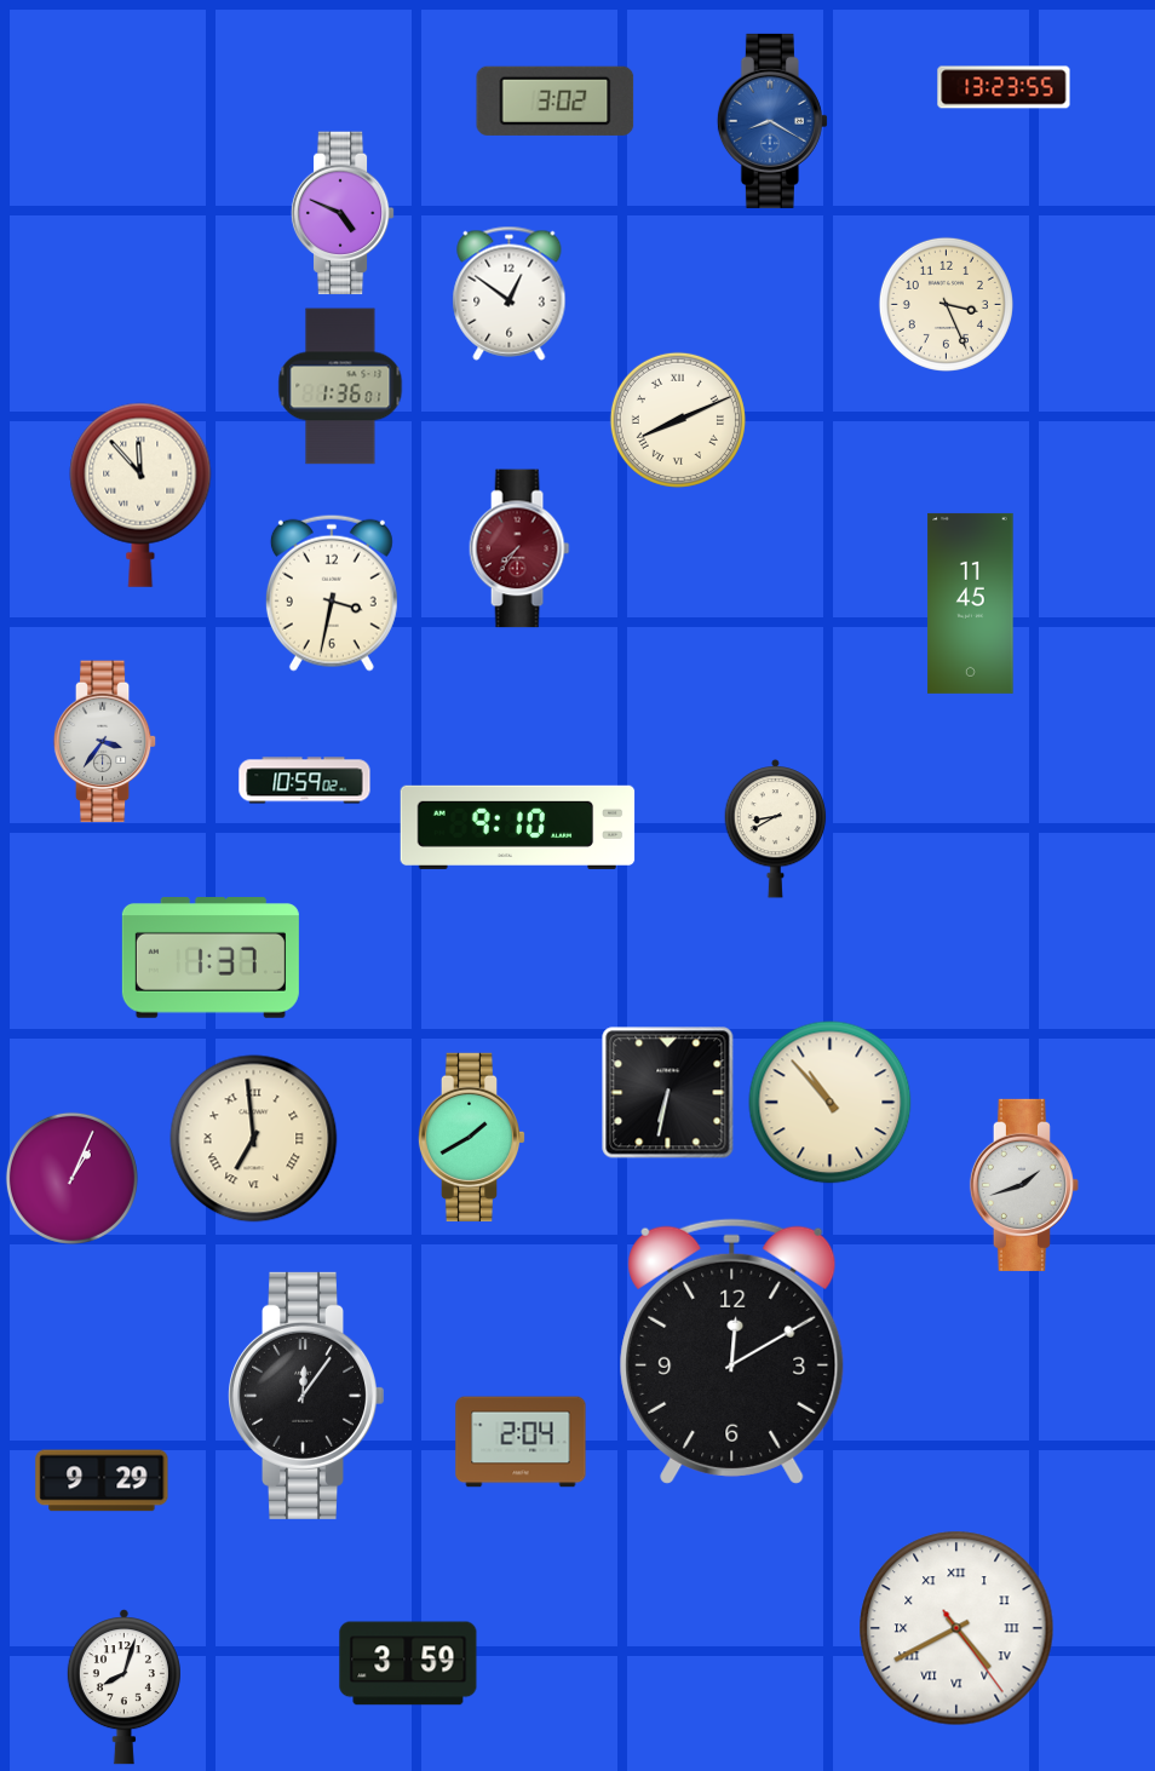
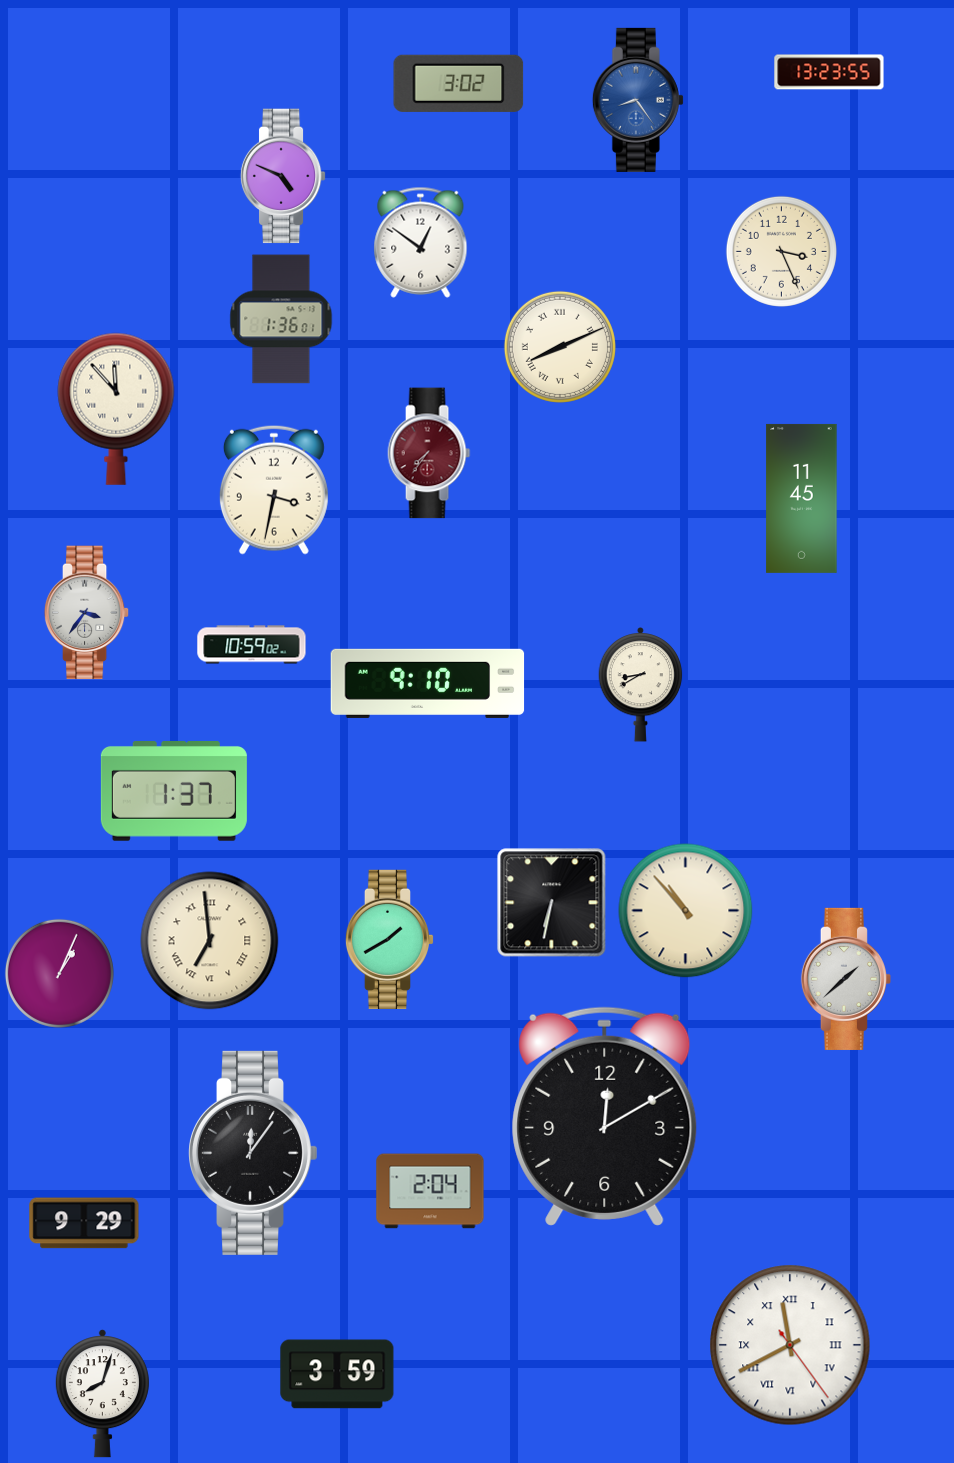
clock at (772, 121): 8:20 -> 8:24
clock at (1024, 1185): 1:42 -> 1:38
clock at (956, 1628): 4:40 -> 11:40
